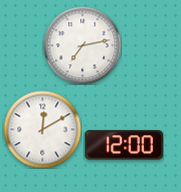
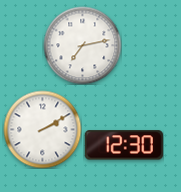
clock at (42, 129): 12:10 -> 2:10
clock at (124, 145): 12:00 -> 12:30
